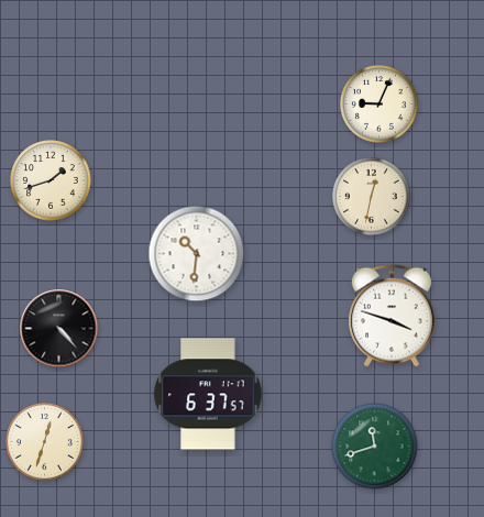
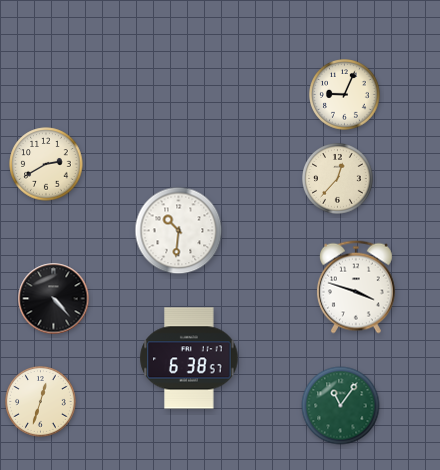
clock at (51, 180): 1:42 -> 2:40
clock at (372, 197): 12:32 -> 12:37
clock at (208, 394): 6:37 -> 6:38
clock at (375, 447): 11:42 -> 11:06
